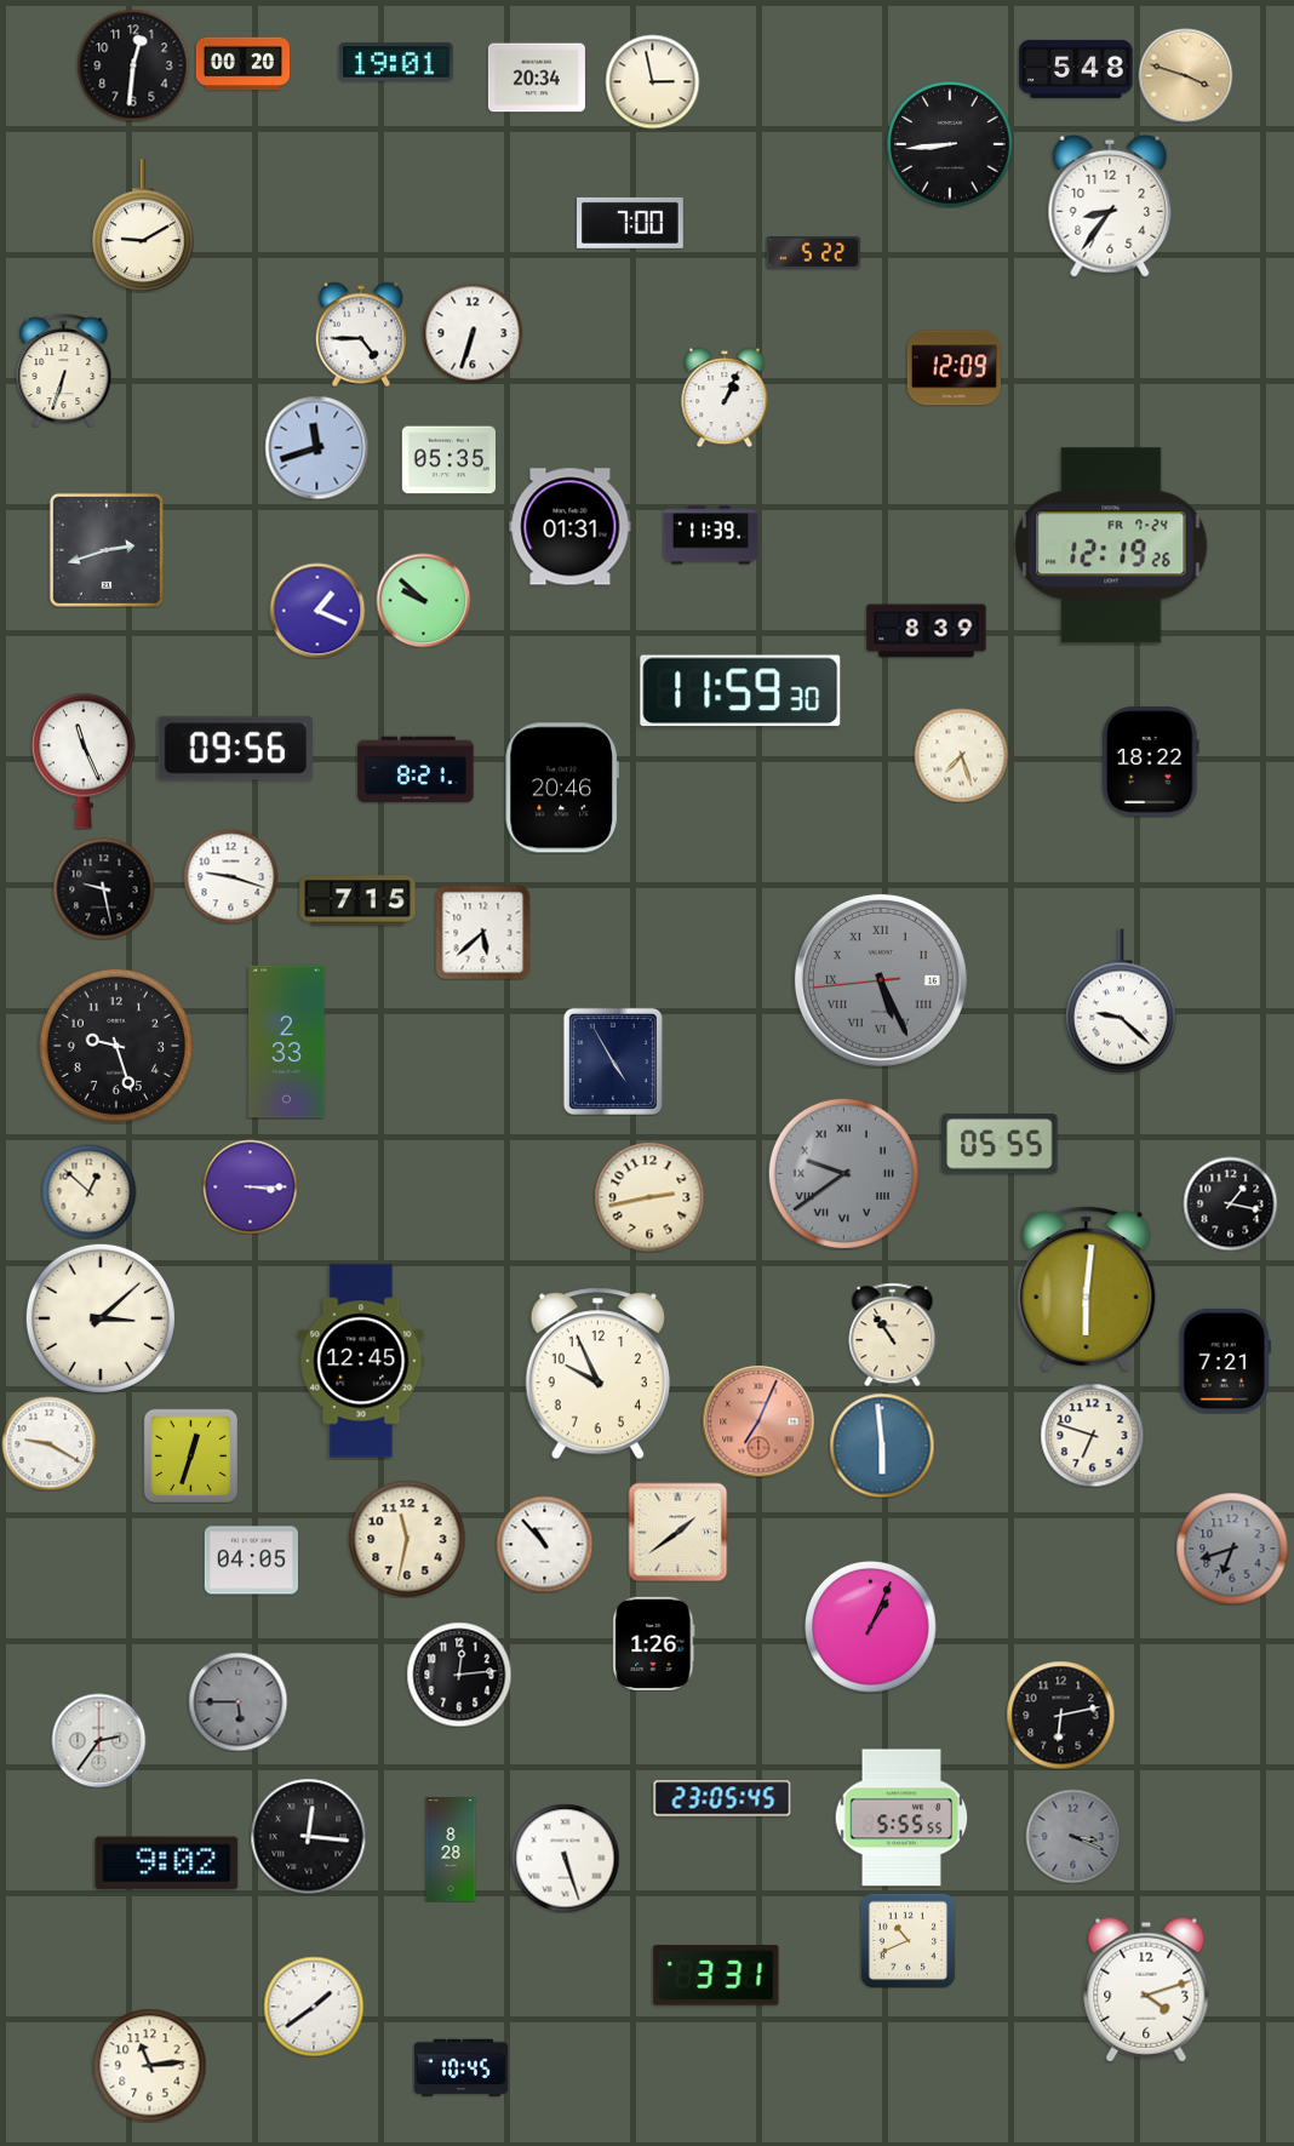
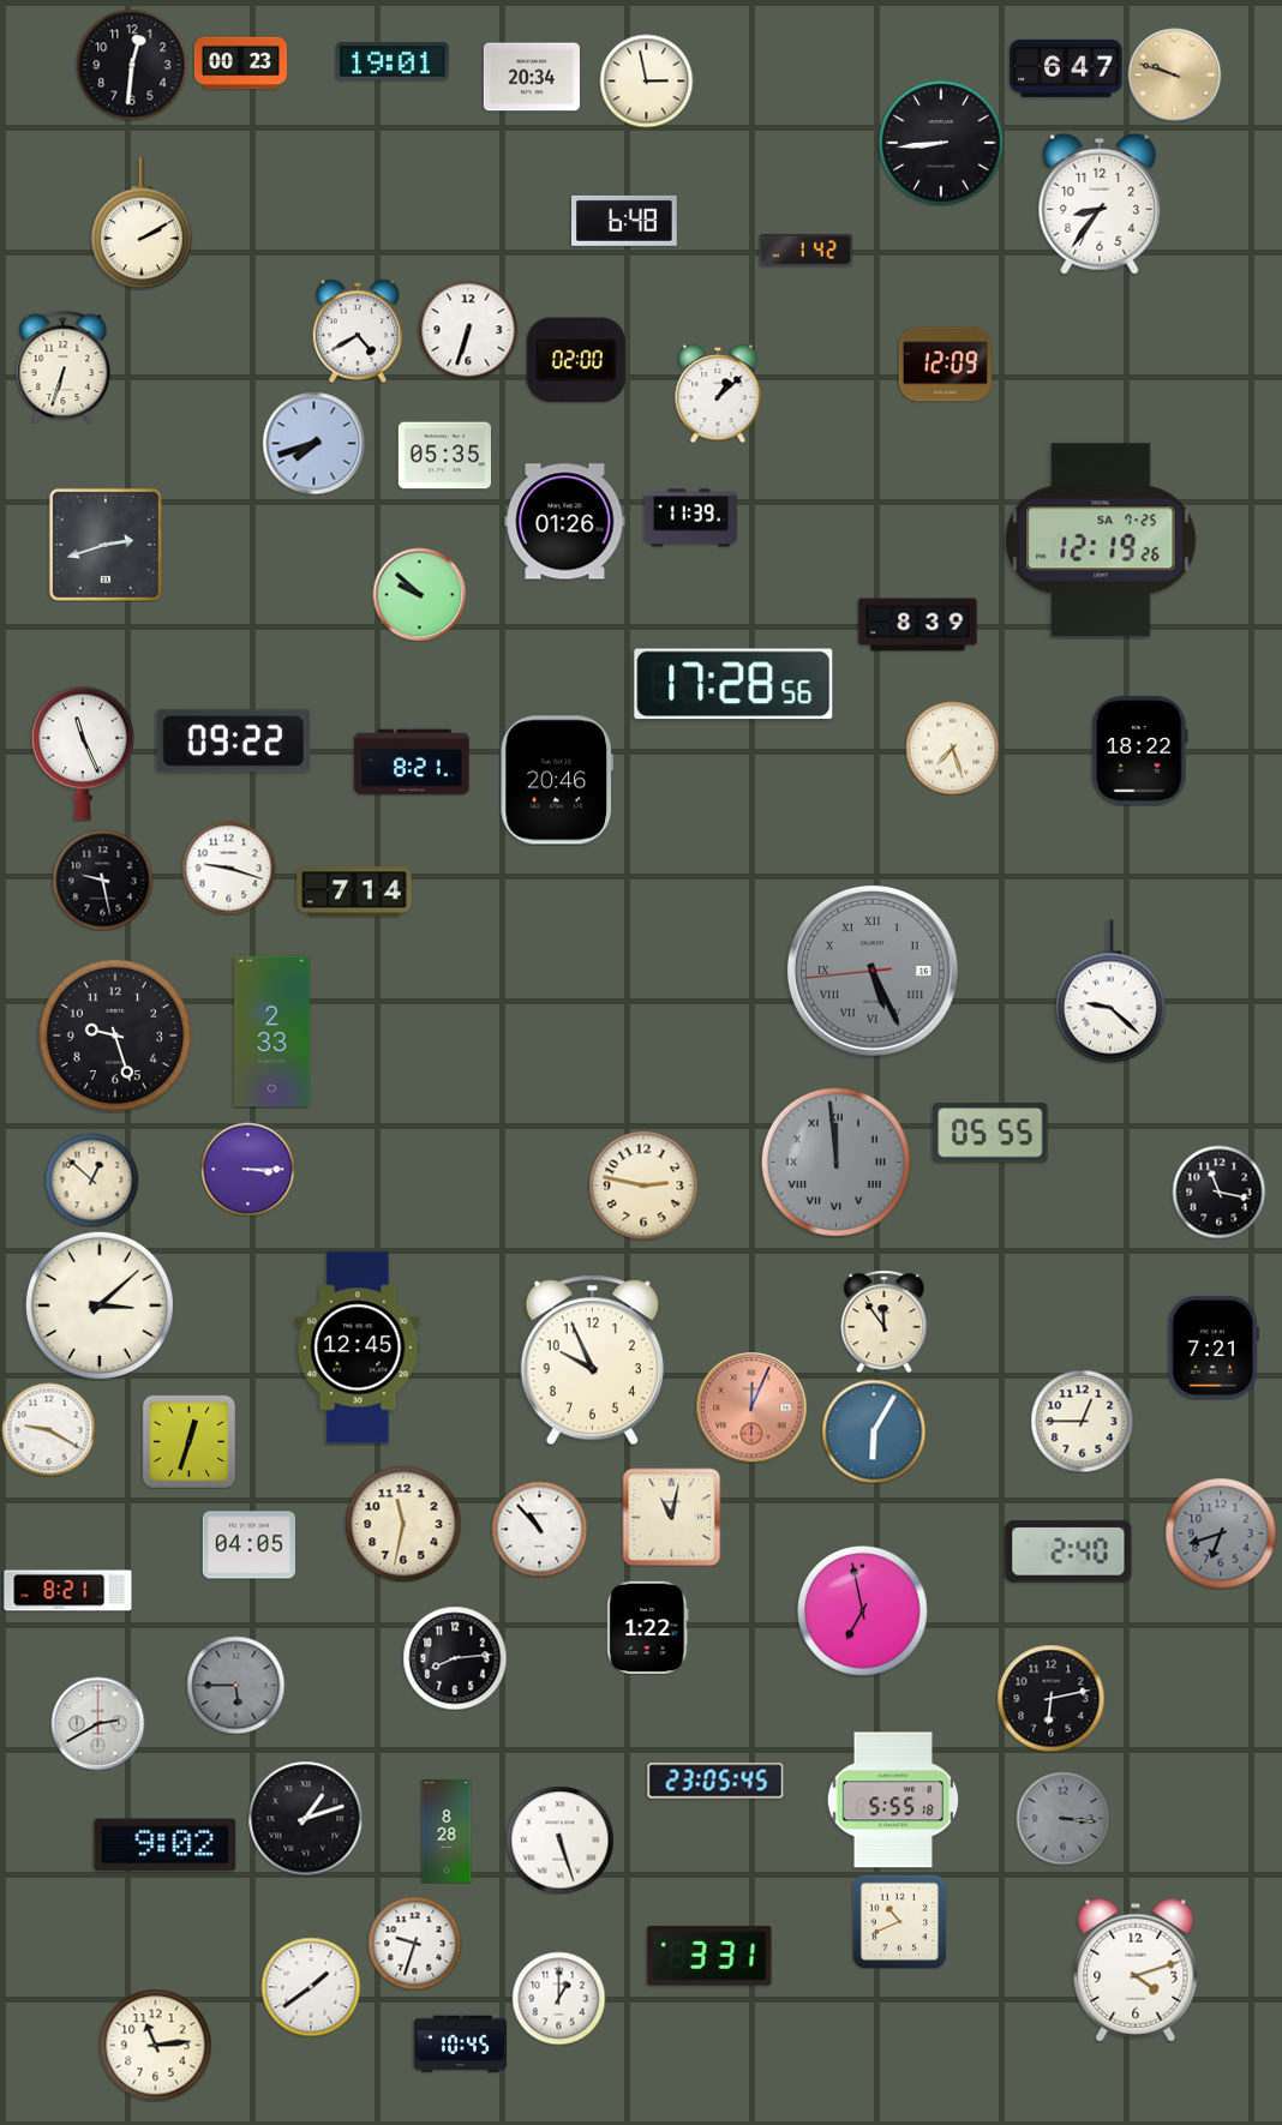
clock at (242, 64): 00:20 -> 00:23
clock at (1076, 69): 5:48 -> 6:47
clock at (1185, 75): 3:48 -> 9:48
clock at (631, 223): 7:00 -> 6:48
clock at (143, 225): 9:10 -> 2:10
clock at (813, 253): 5:22 -> 1:42
clock at (361, 334): 4:45 -> 4:40
clock at (576, 360): none -> 02:00
clock at (725, 397): 1:04 -> 1:08
clock at (316, 447): 11:42 -> 7:42
clock at (571, 527): 01:31 -> 01:26
clock at (710, 536) position: (710, 536) -> (690, 518)
clock at (1111, 545) date: FR 7-24 -> SA 7-25
clock at (317, 611): 1:19 -> none
clock at (740, 691): 11:59 -> 17:28
clock at (235, 749): 09:56 -> 09:22
clock at (1150, 762) position: (1150, 762) -> (1139, 751)
clock at (357, 900): 7:15 -> 7:14
clock at (482, 932): 5:38 -> none
clock at (287, 1042) position: (287, 1042) -> (272, 1032)
clock at (613, 1061): 4:55 -> none
clock at (843, 1173): 9:39 -> 11:59
clock at (250, 1186) position: (250, 1186) -> (247, 1169)
clock at (88, 1191) position: (88, 1191) -> (91, 1179)
clock at (649, 1197): 2:43 -> 2:47
clock at (1230, 1203): 1:17 -> 11:17
clock at (1087, 1288): 6:01 -> none
clock at (893, 1334): 10:54 -> 11:54
clock at (758, 1421): 7:04 -> 12:04
clock at (1092, 1435): 6:48 -> 12:45
clock at (882, 1446): 5:59 -> 6:05
clock at (677, 1532): 1:39 -> 11:02
clock at (1068, 1551): none -> 2:40
clock at (68, 1591): none -> 8:21
clock at (871, 1627): 1:04 -> 6:58
clock at (654, 1643): 1:26 -> 1:22
clock at (459, 1675): 12:14 -> 8:14
clock at (98, 1740): 2:36 -> 2:40
clock at (901, 1818): 5:55:55 -> 5:55:18
clock at (308, 1836): 12:16 -> 1:12
clock at (1072, 1836): 3:19 -> 3:16
clock at (414, 1943): none -> 9:33
clock at (558, 1998): none -> 1:00
clock at (149, 2065) position: (149, 2065) -> (155, 2045)
clock at (460, 2068) position: (460, 2068) -> (460, 2045)
